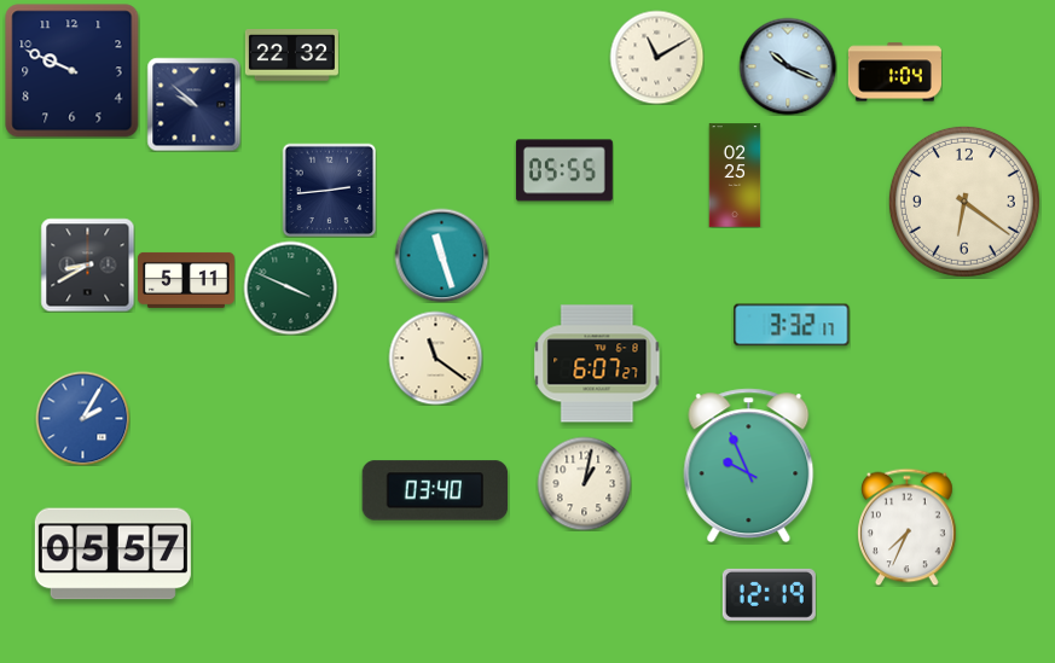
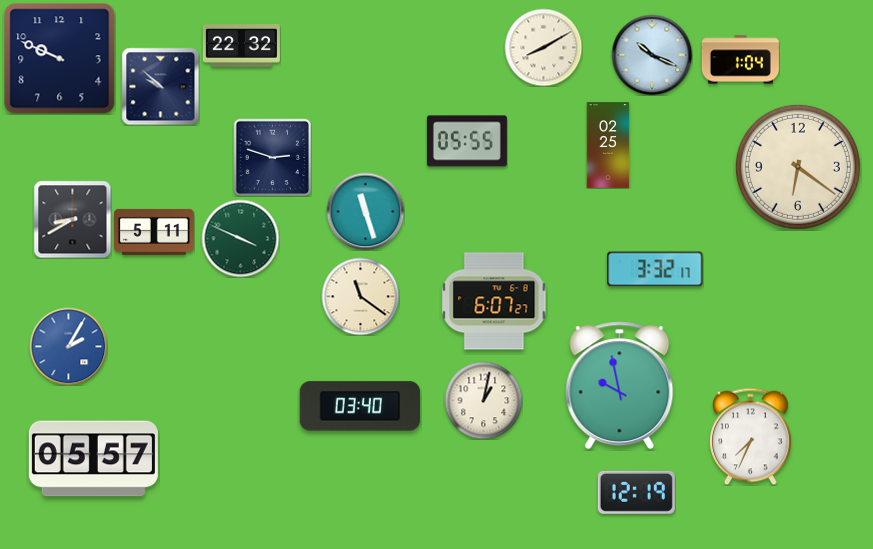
clock at (656, 57): 11:10 -> 8:10
clock at (329, 190): 2:44 -> 2:48
clock at (749, 466): 9:56 -> 9:58
